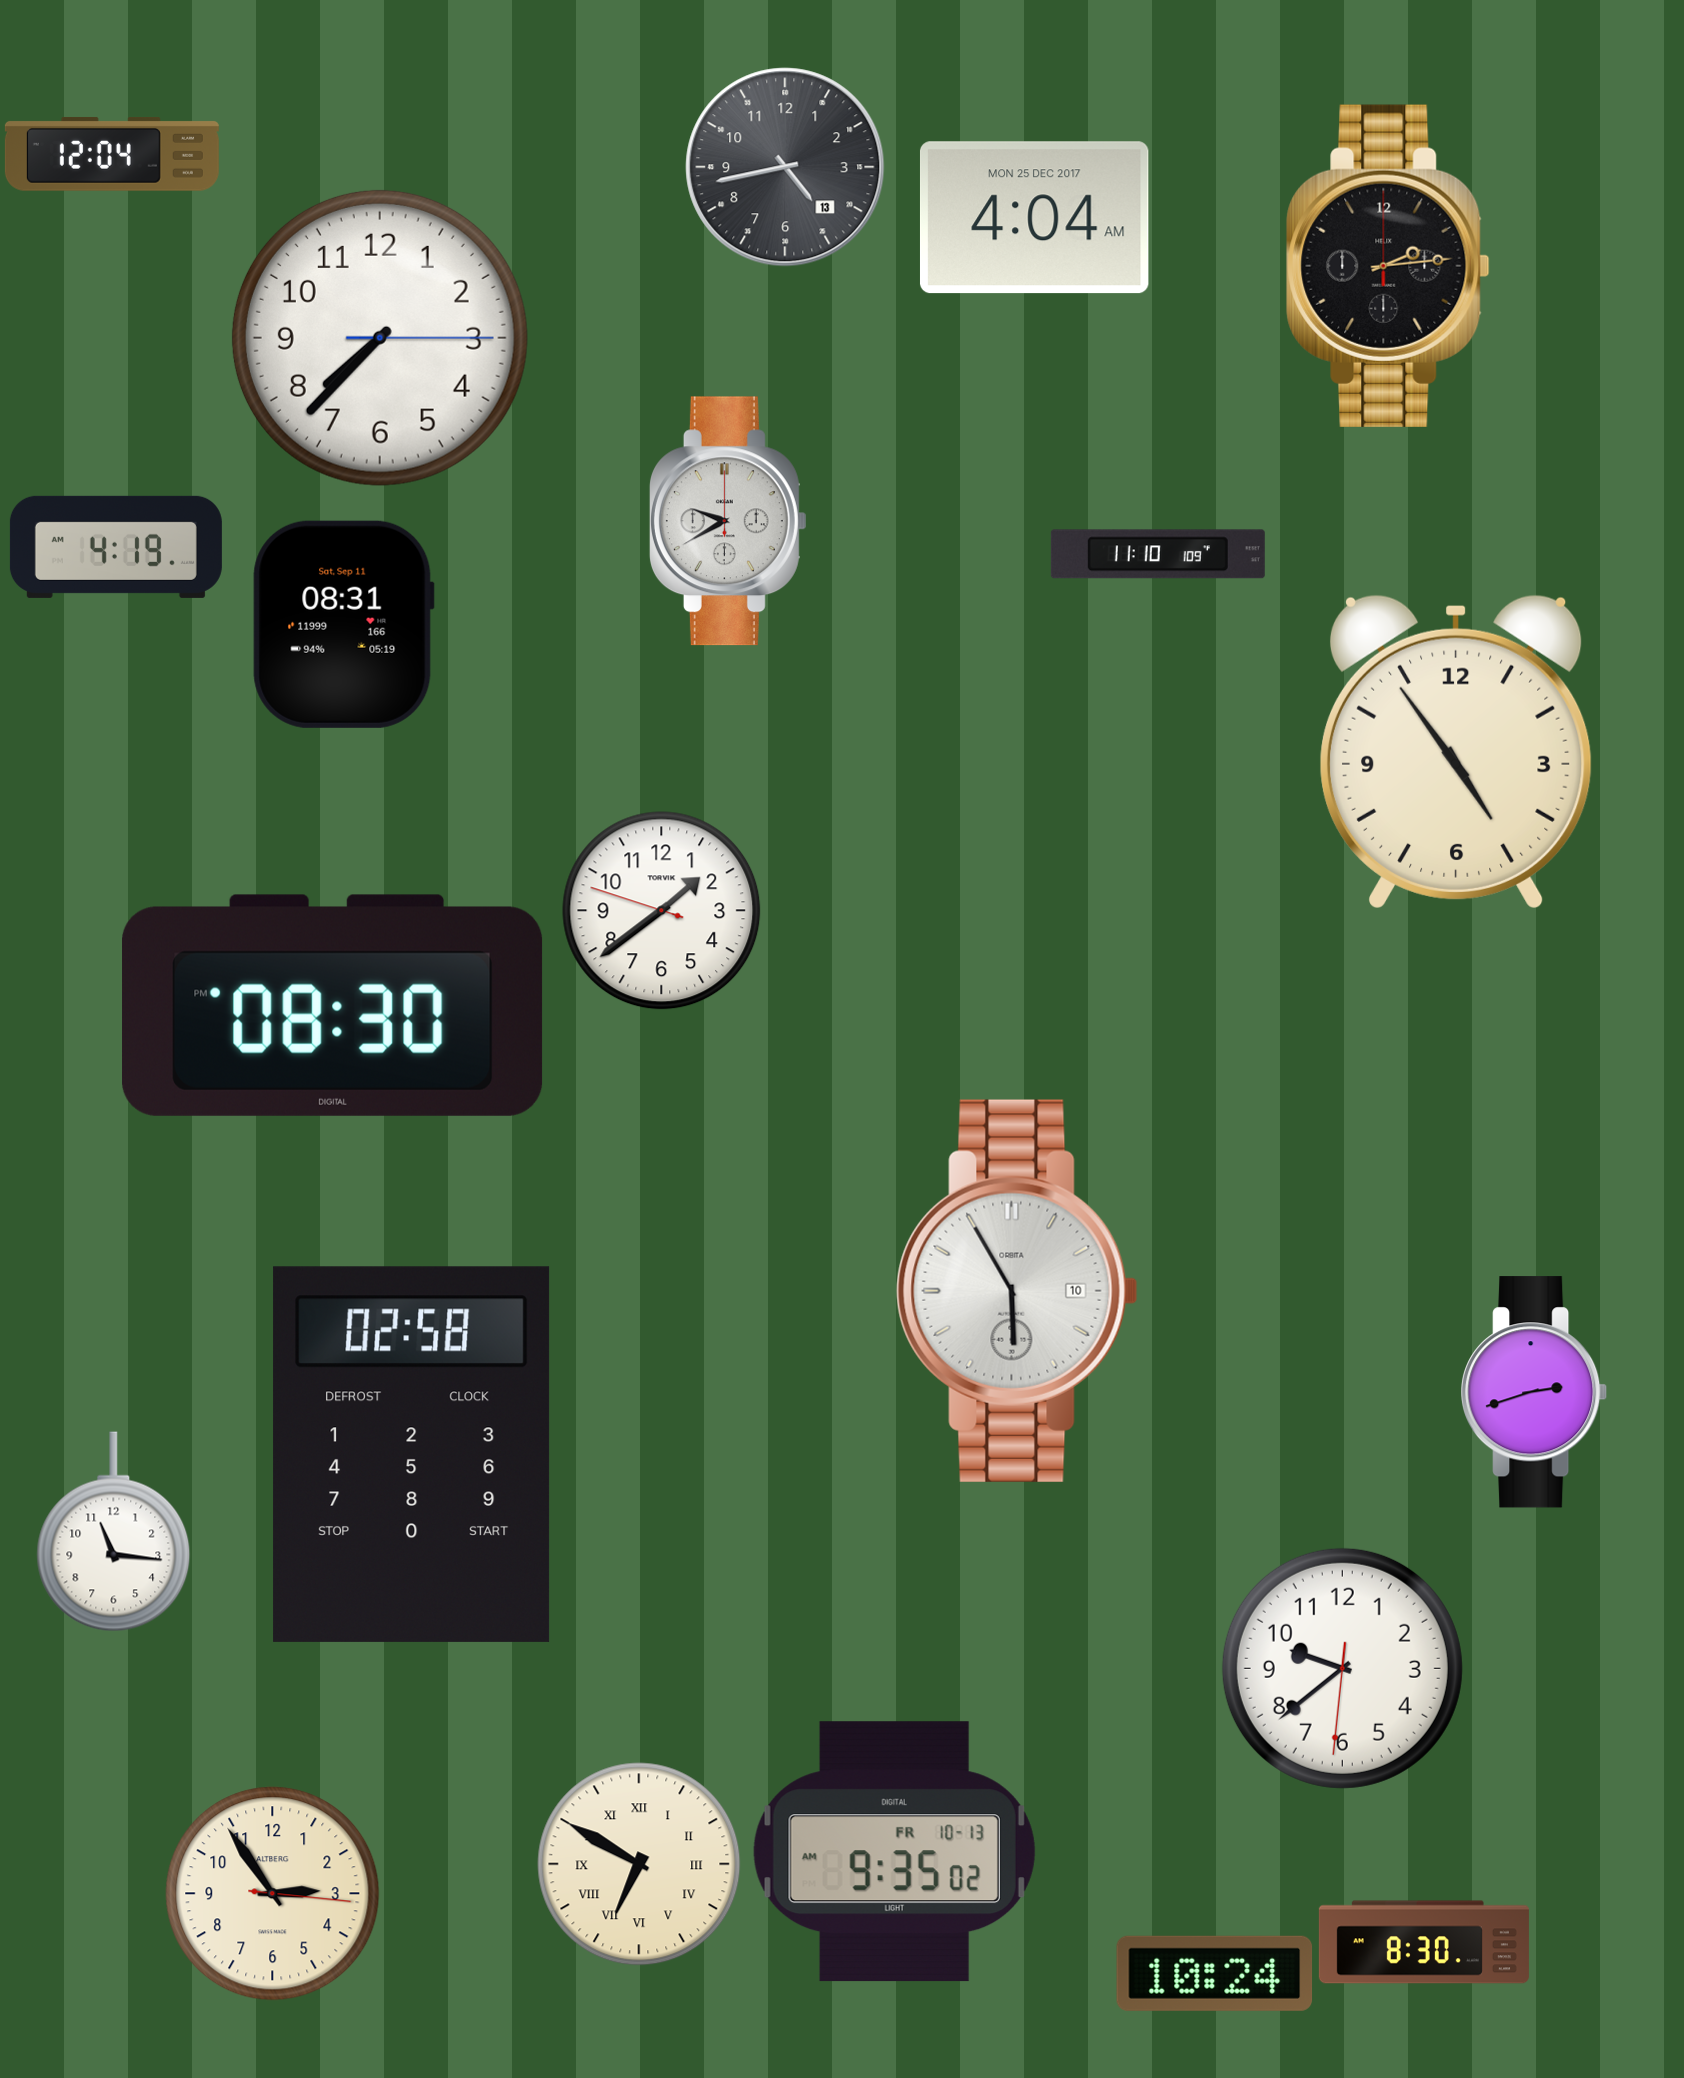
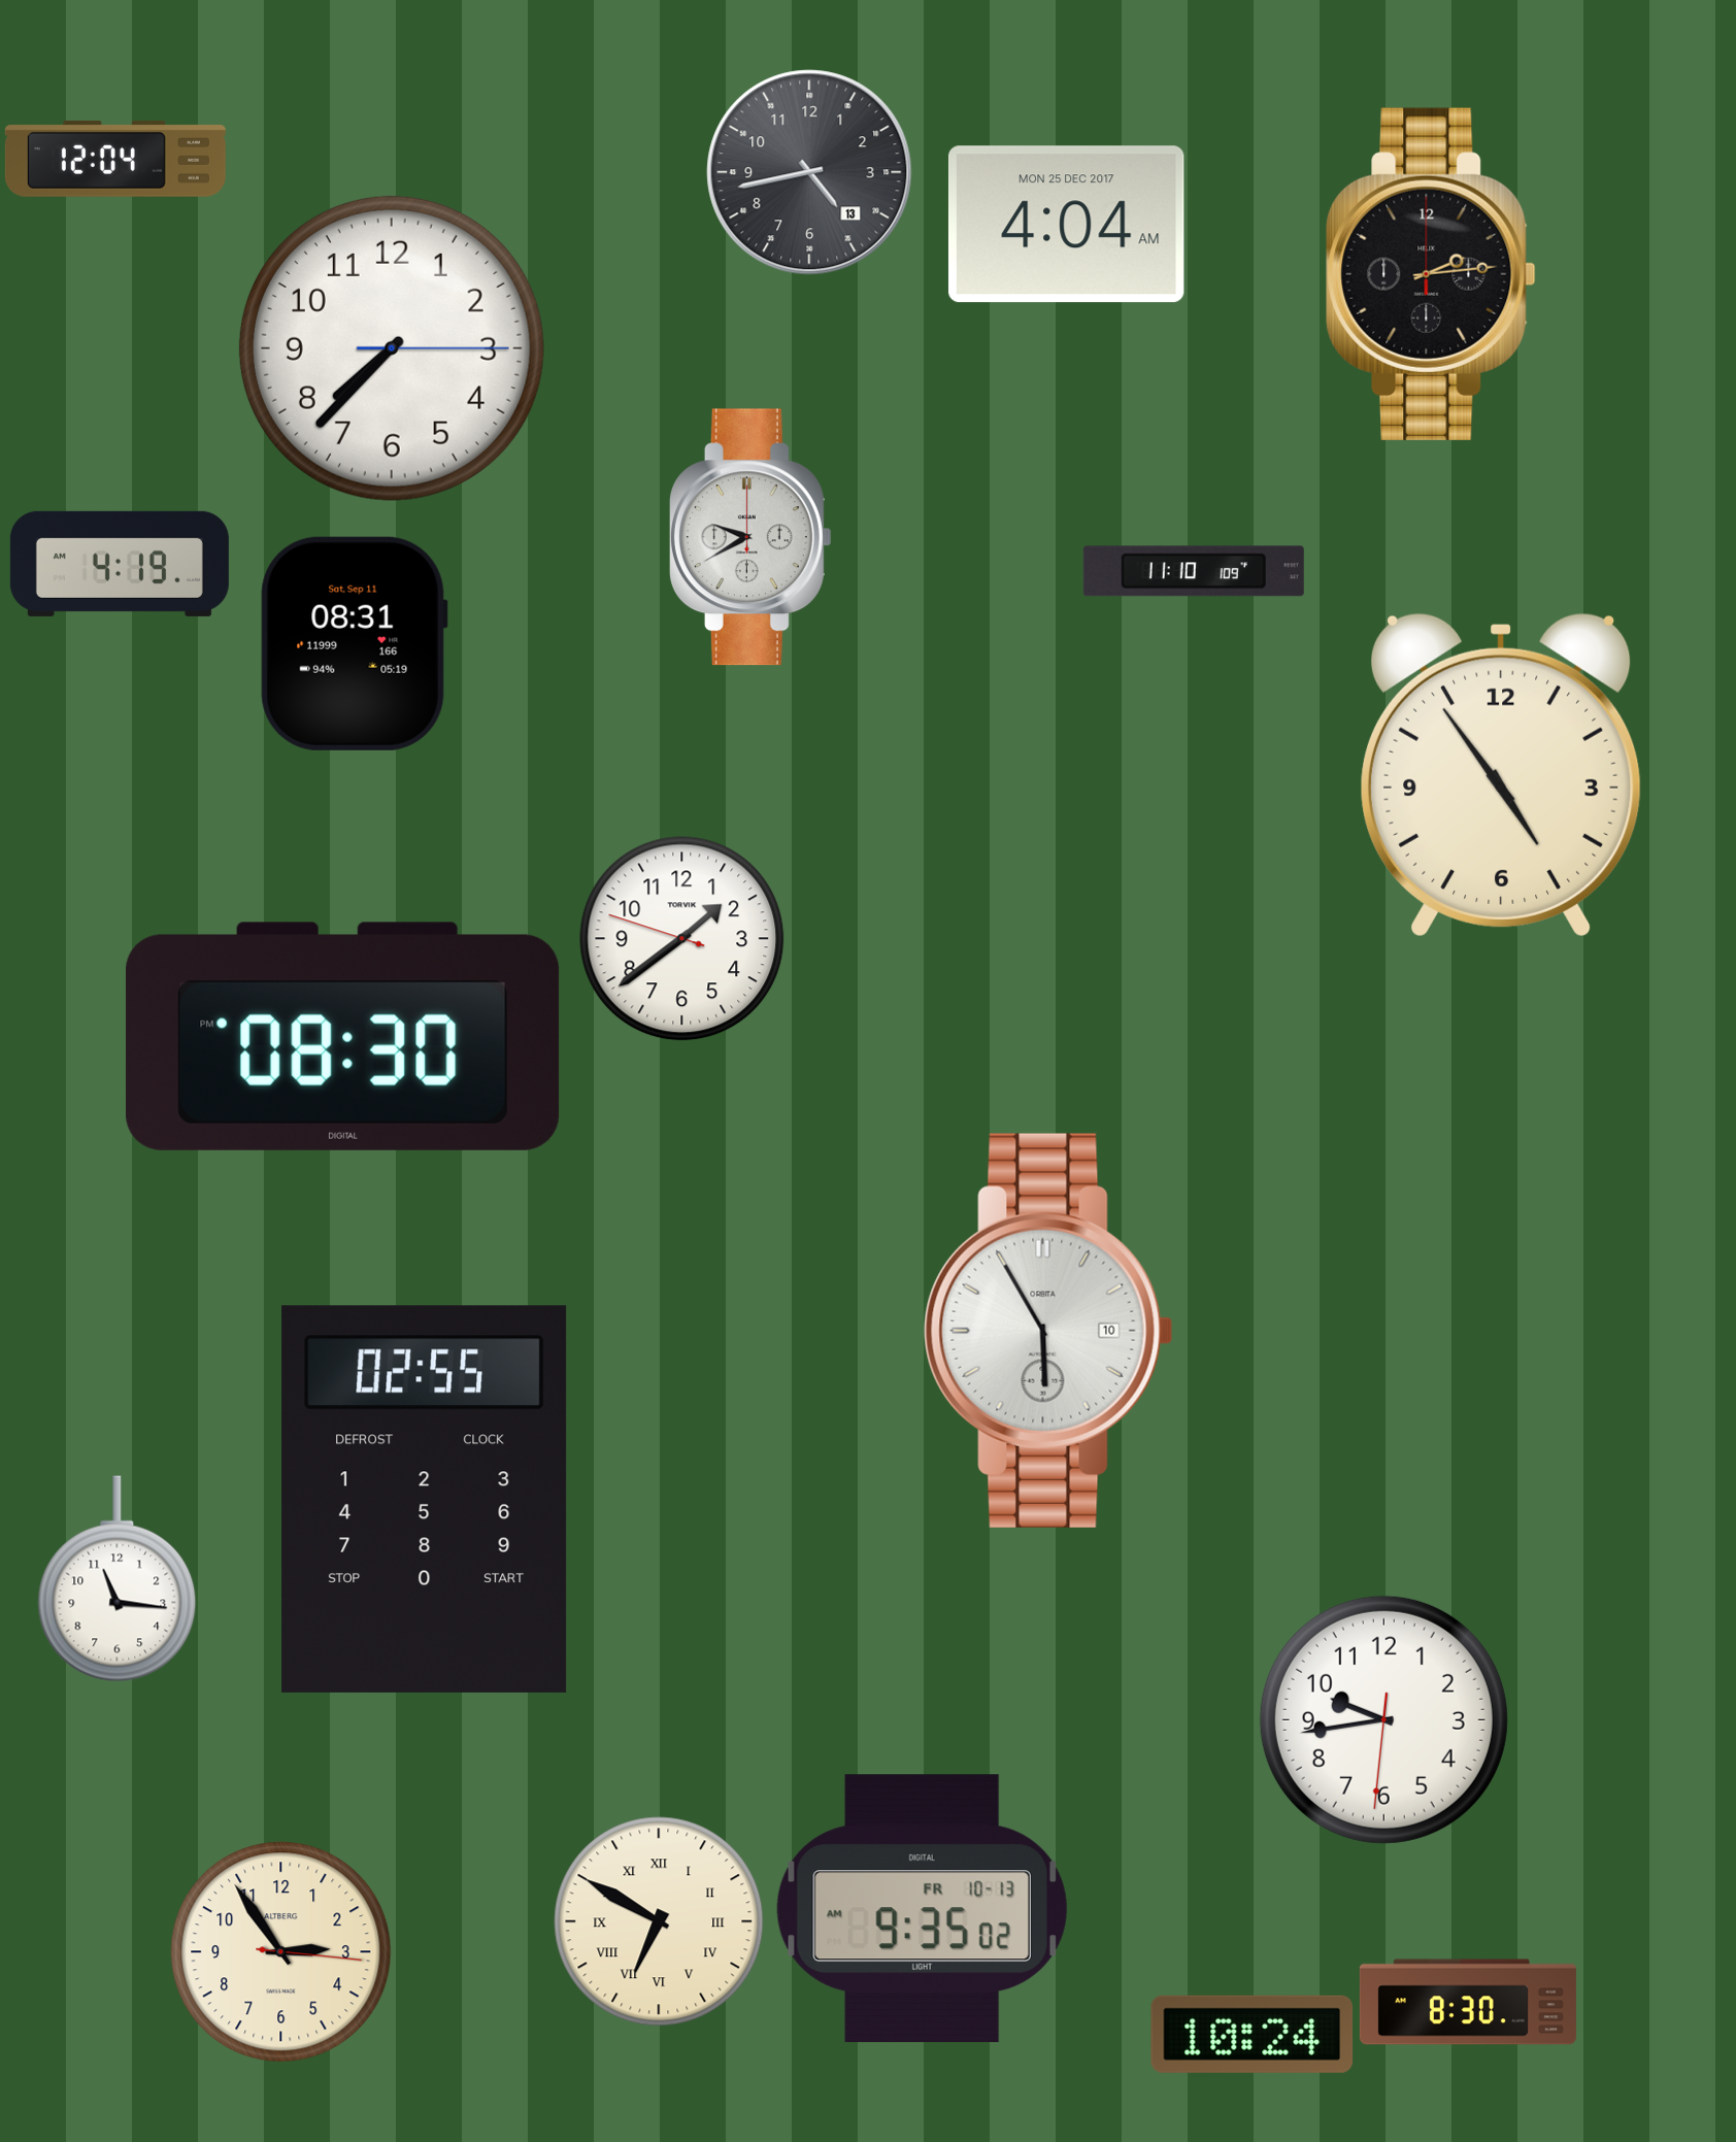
clock at (1535, 1392): 2:42 -> none
clock at (412, 1454): 02:58 -> 02:55
clock at (1342, 1668): 9:38 -> 9:43
